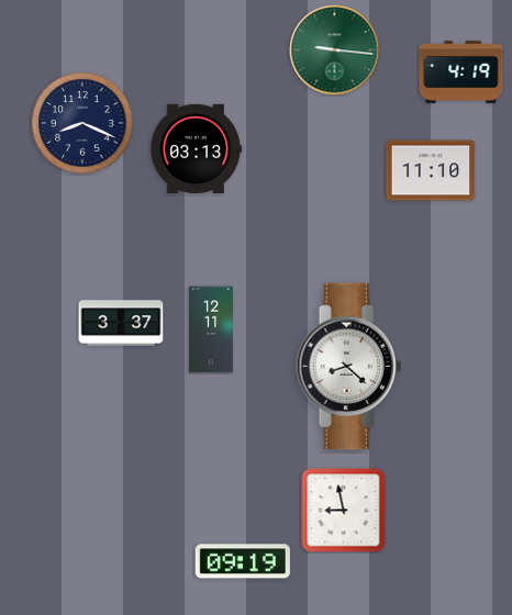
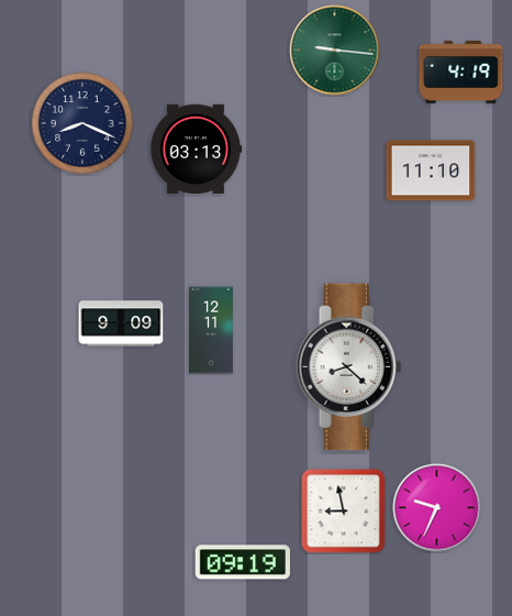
clock at (121, 323): 3:37 -> 9:09
clock at (437, 508): none -> 9:34
